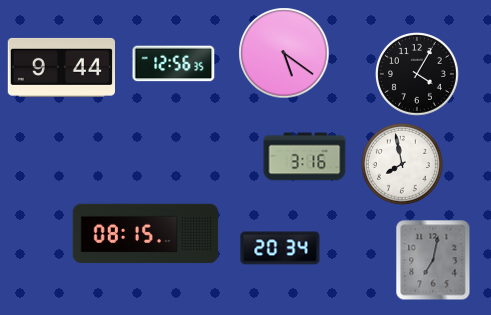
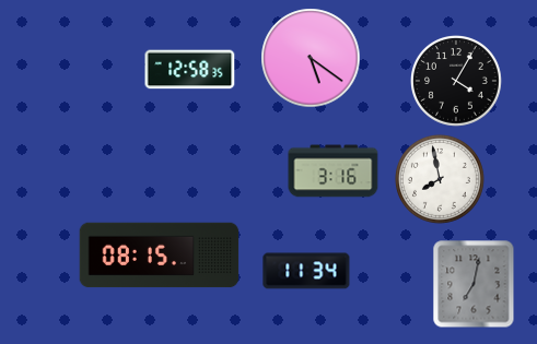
clock at (174, 64): 12:56 -> 12:58
clock at (61, 67): 9:44 -> none
clock at (280, 248): 20:34 -> 11:34
